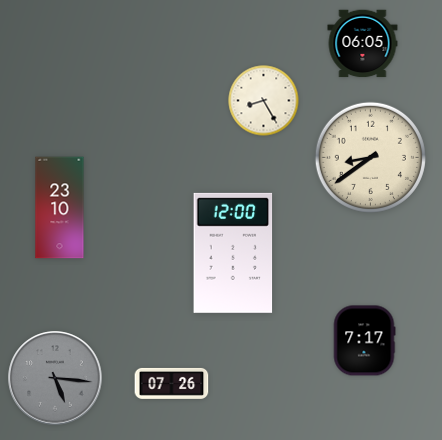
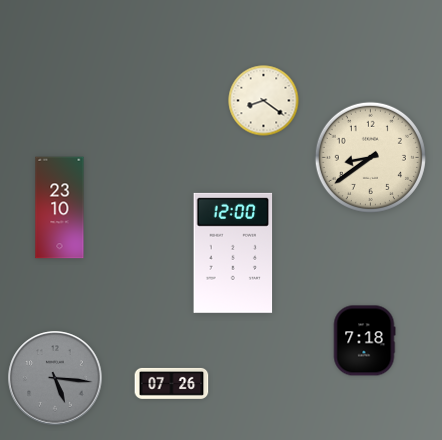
clock at (363, 44): 06:05 -> none
clock at (264, 101): 8:25 -> 8:21
clock at (364, 341): 7:17 -> 7:18
